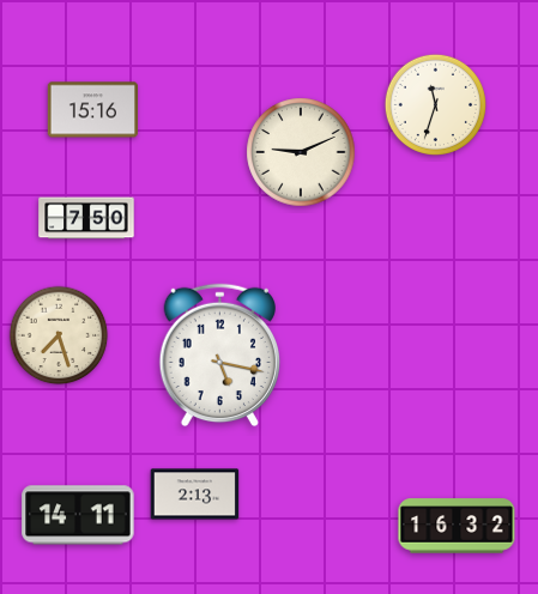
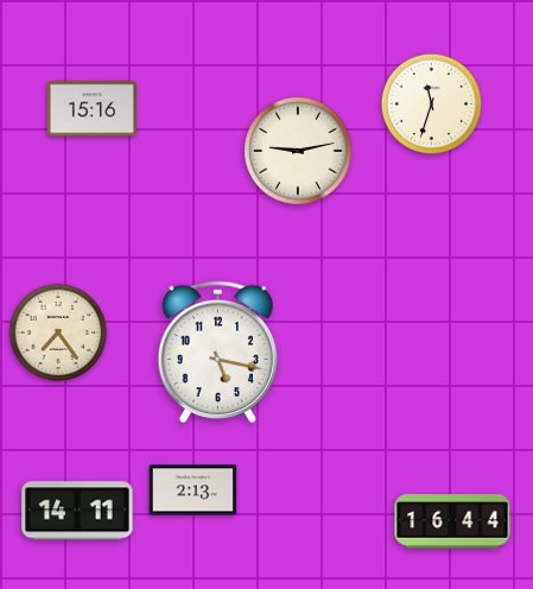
clock at (301, 152): 9:11 -> 9:13
clock at (86, 218): 7:50 -> none
clock at (59, 335): 7:27 -> 7:24
clock at (457, 526): 16:32 -> 16:44
